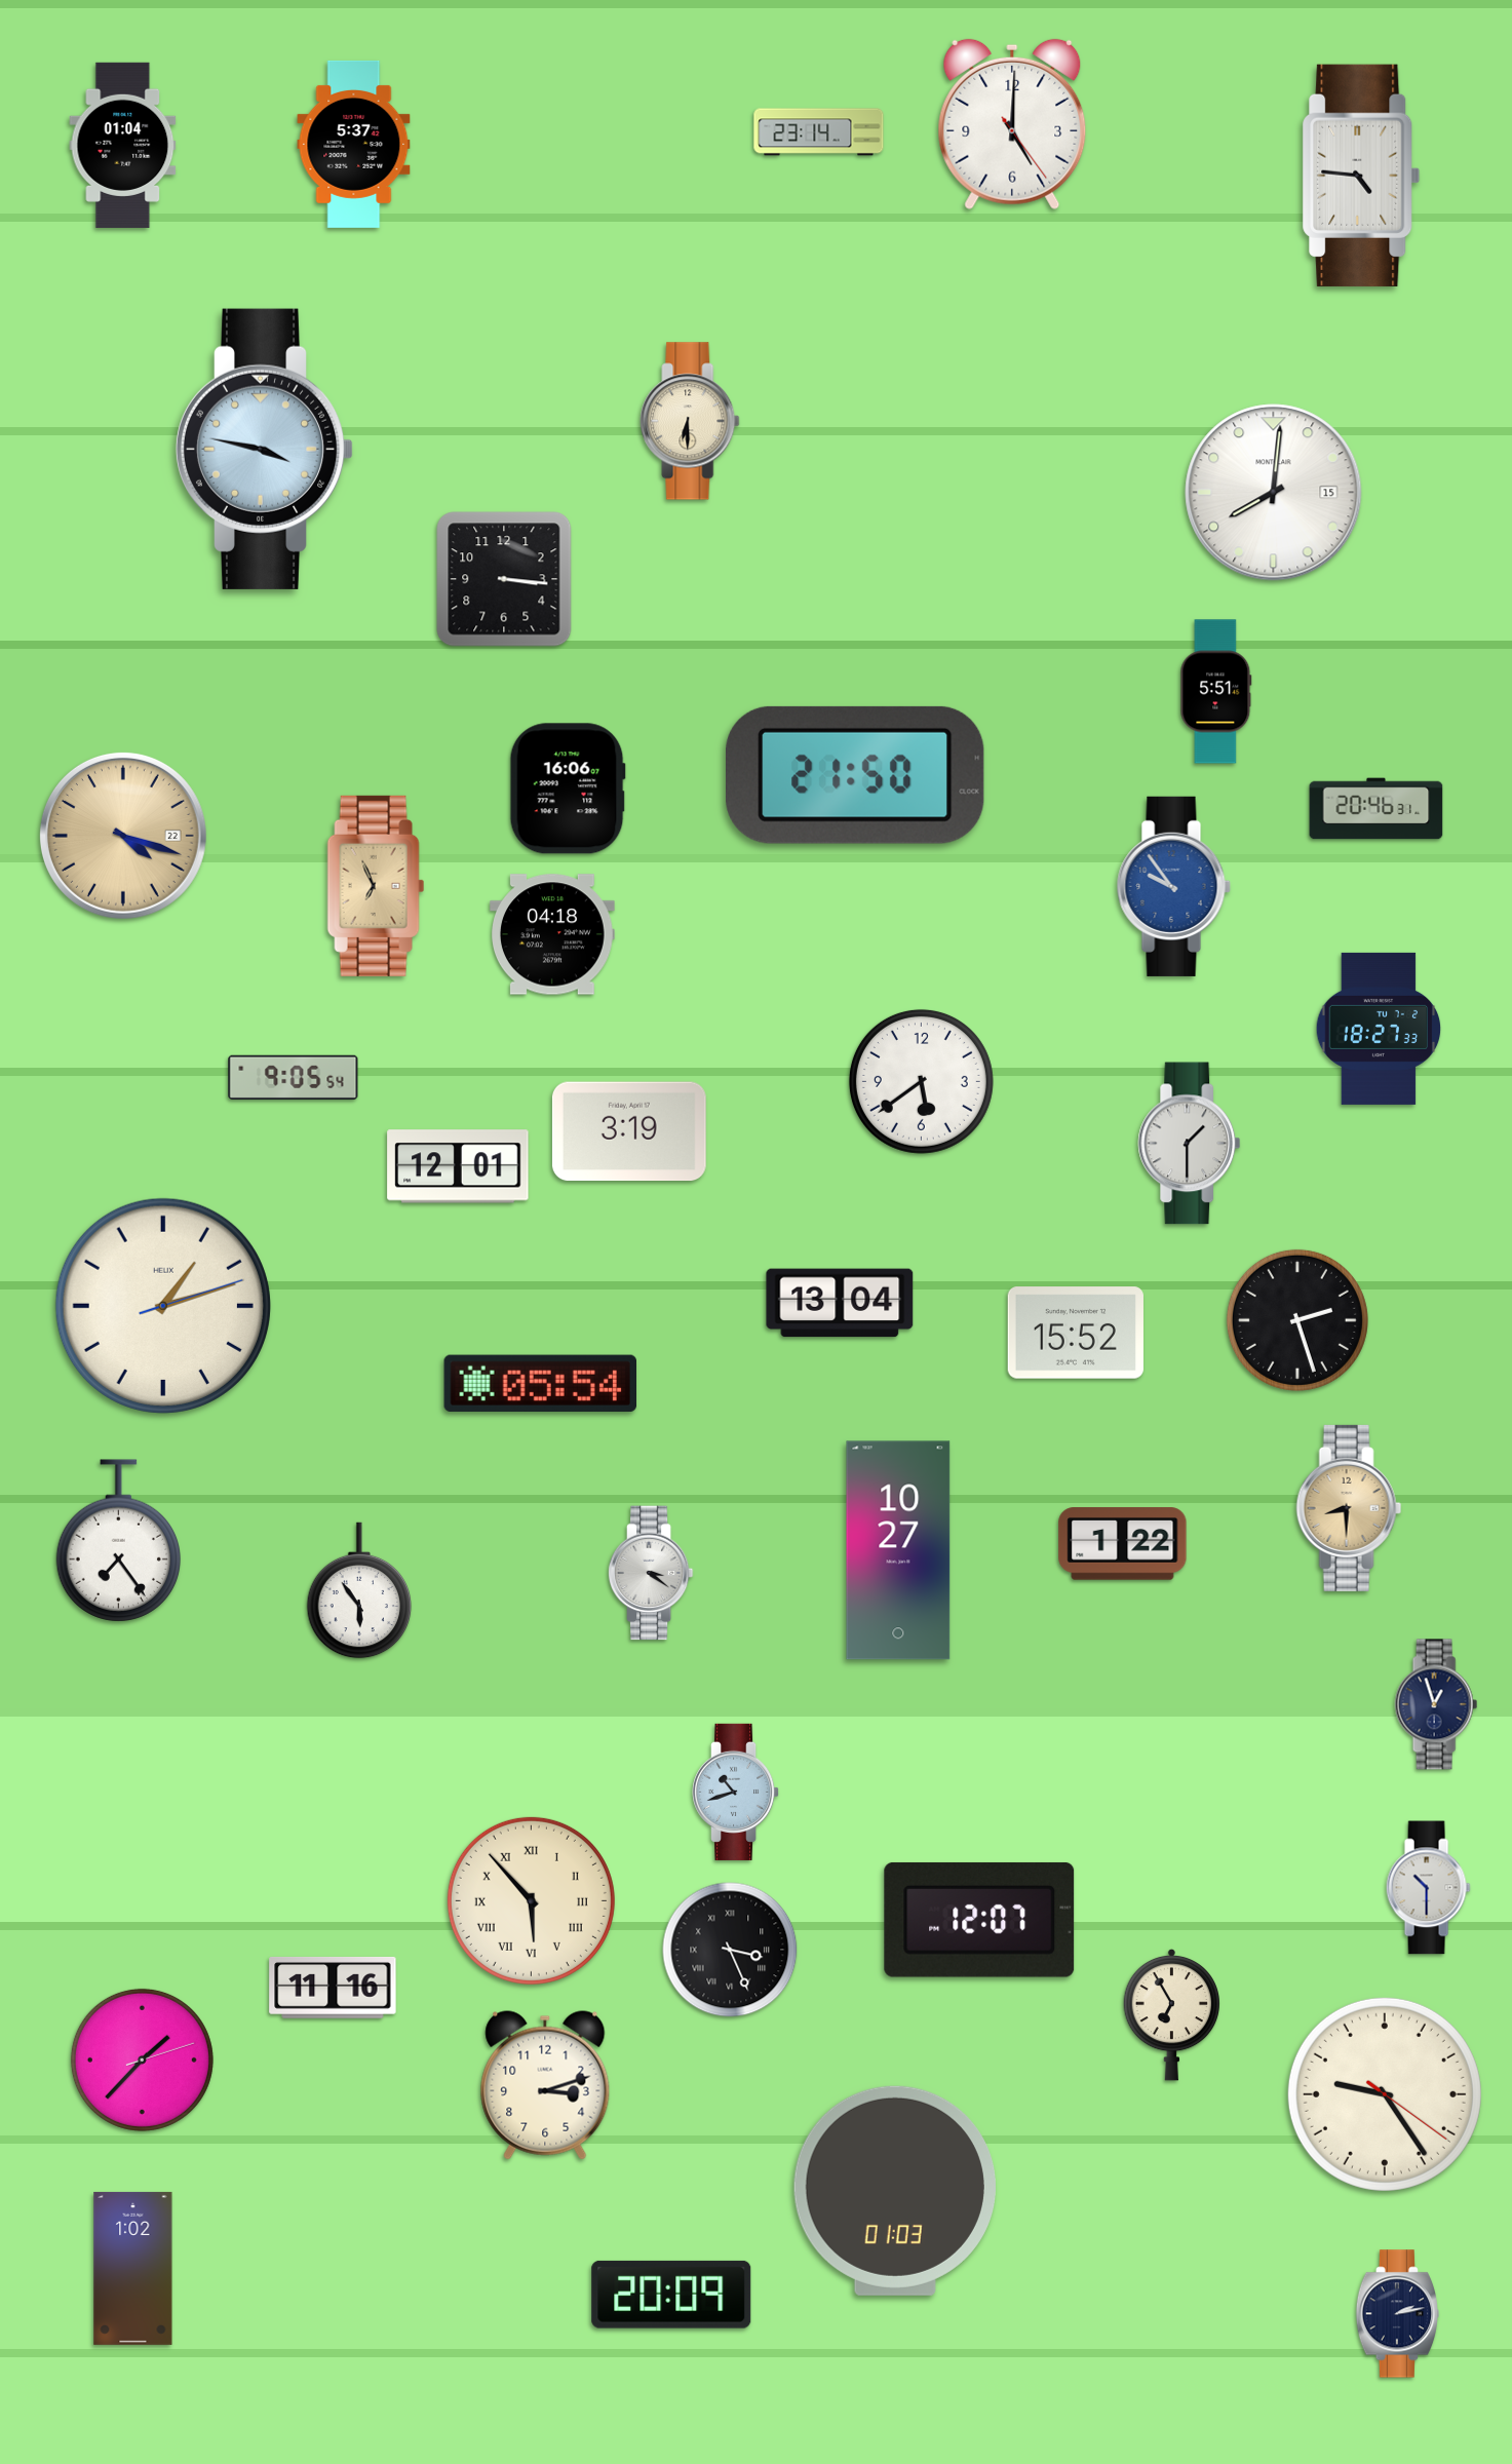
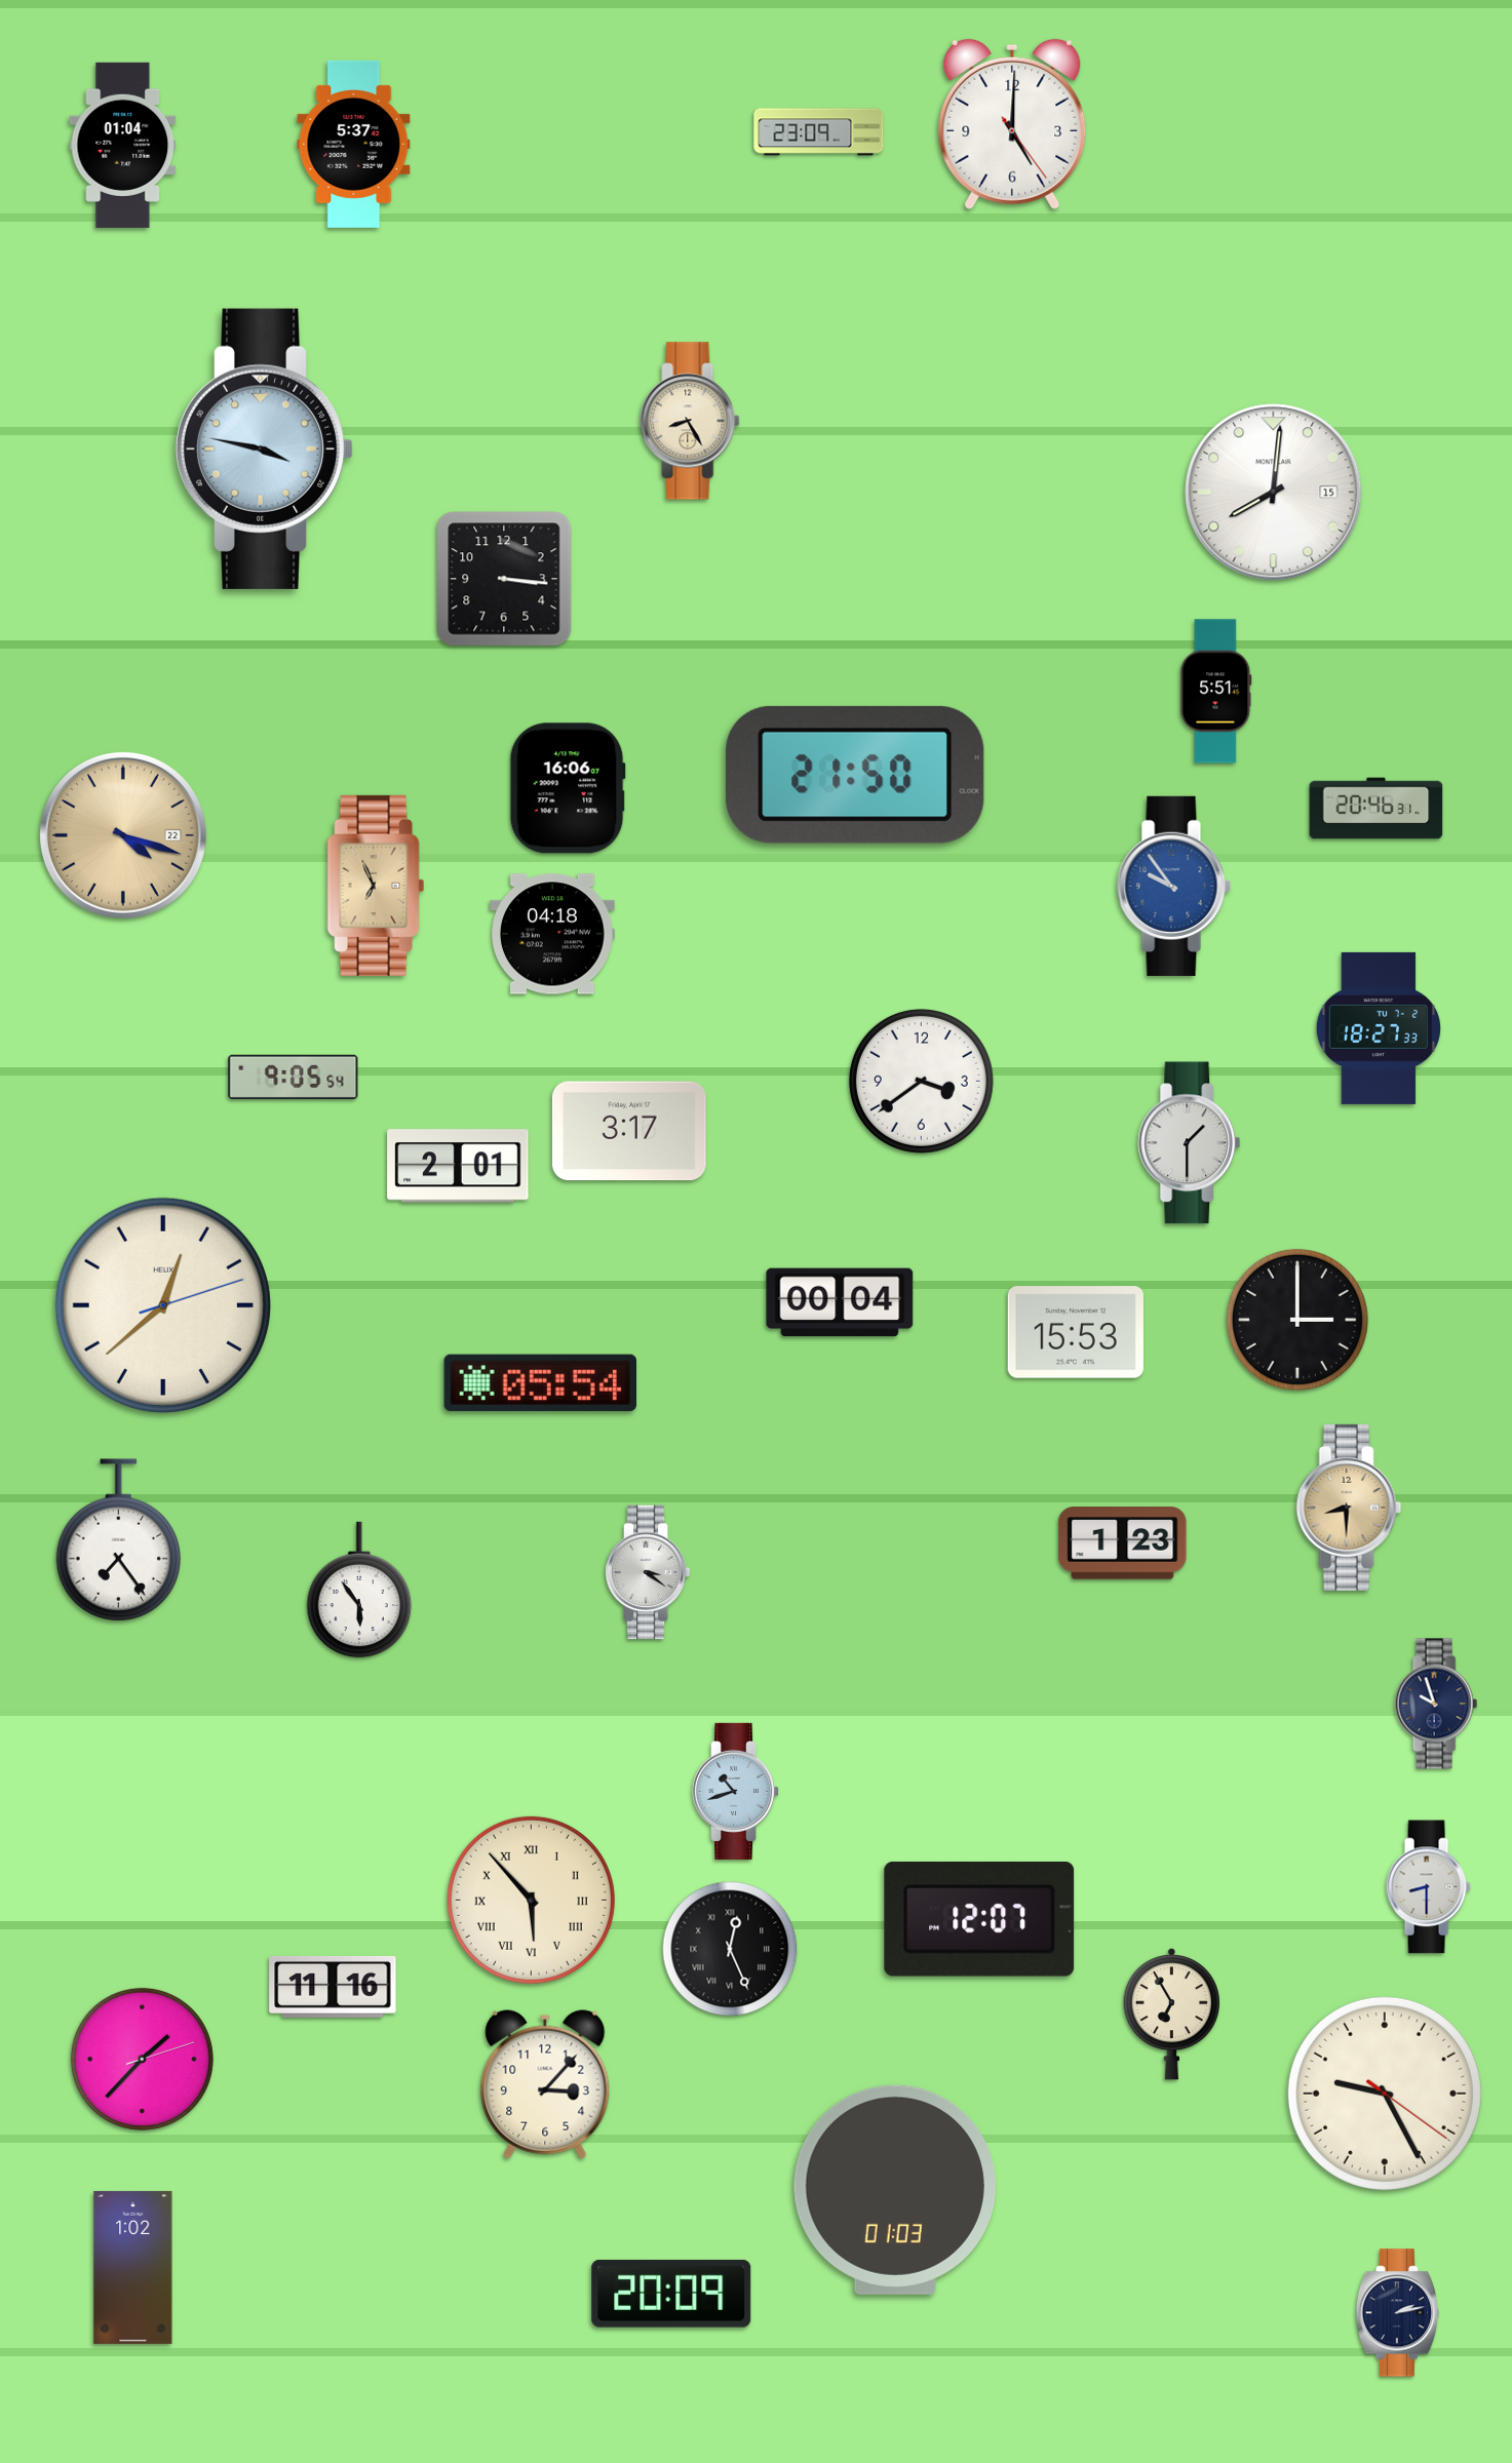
clock at (819, 132): 23:14 -> 23:09
clock at (1361, 176): 4:46 -> none
clock at (690, 421): 6:30 -> 8:25
clock at (921, 1081): 5:39 -> 3:39
clock at (629, 1131): 3:19 -> 3:17
clock at (458, 1166): 12:01 -> 2:01
clock at (840, 1303): 13:04 -> 00:04
clock at (163, 1306): 1:12 -> 12:38
clock at (1297, 1320): 2:27 -> 3:00
clock at (1076, 1333): 15:52 -> 15:53
clock at (1123, 1544): 1:22 -> 1:23
clock at (898, 1550): 10:27 -> none
clock at (651, 1573) position: (651, 1573) -> (648, 1572)
clock at (1436, 1704): 12:57 -> 9:57
clock at (1428, 1888): 10:30 -> 8:30
clock at (730, 1950): 3:26 -> 12:26
clock at (545, 2085): 3:12 -> 3:07
clock at (1385, 2094): 9:24 -> 9:25
